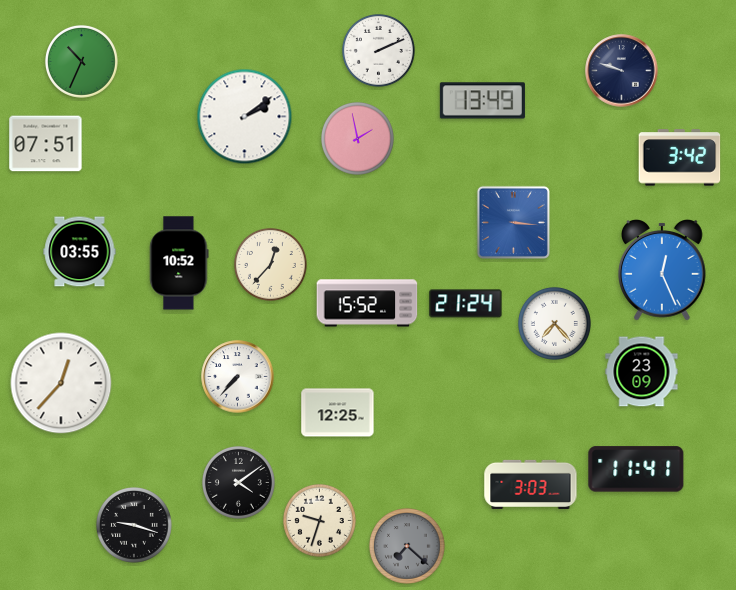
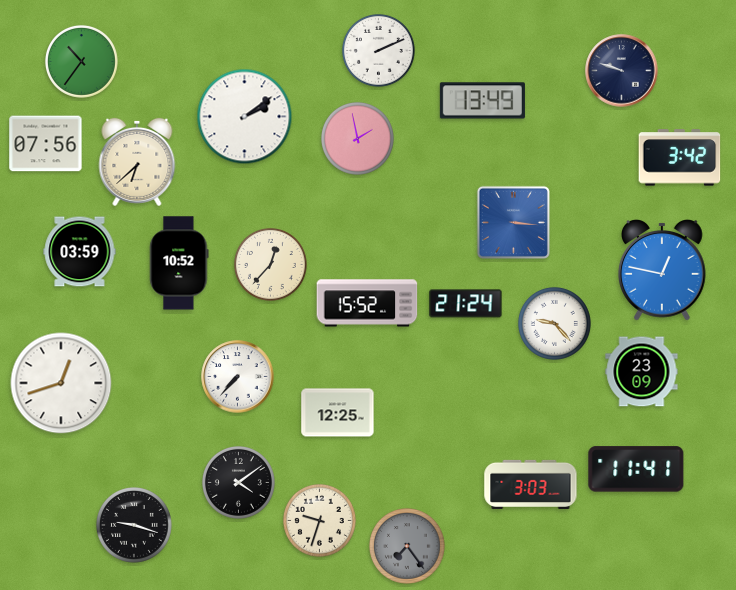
clock at (81, 61): 10:34 -> 10:36
clock at (46, 144): 07:51 -> 07:56
clock at (137, 162): none -> 6:38
clock at (80, 252): 03:55 -> 03:59
clock at (662, 270): 12:26 -> 12:47
clock at (554, 323): 7:23 -> 9:23
clock at (61, 383): 12:37 -> 12:42
clock at (408, 546): 7:22 -> 7:24
